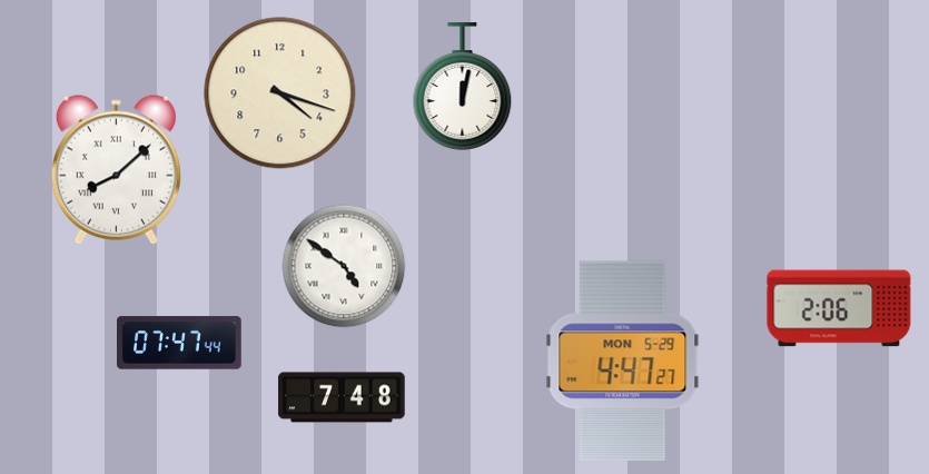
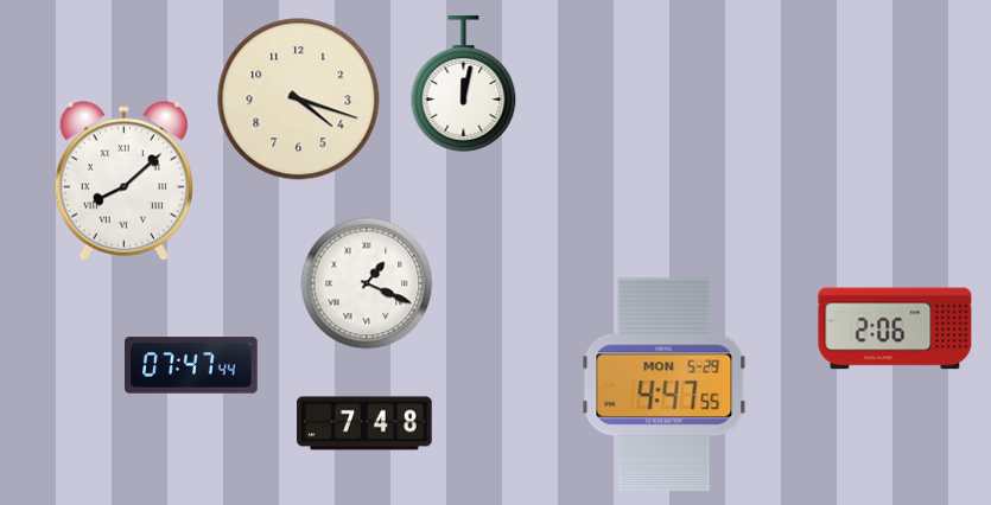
clock at (463, 87) position: (463, 87) -> (464, 84)
clock at (344, 266): 4:51 -> 1:19
clock at (623, 362): 4:47:27 -> 4:47:55
